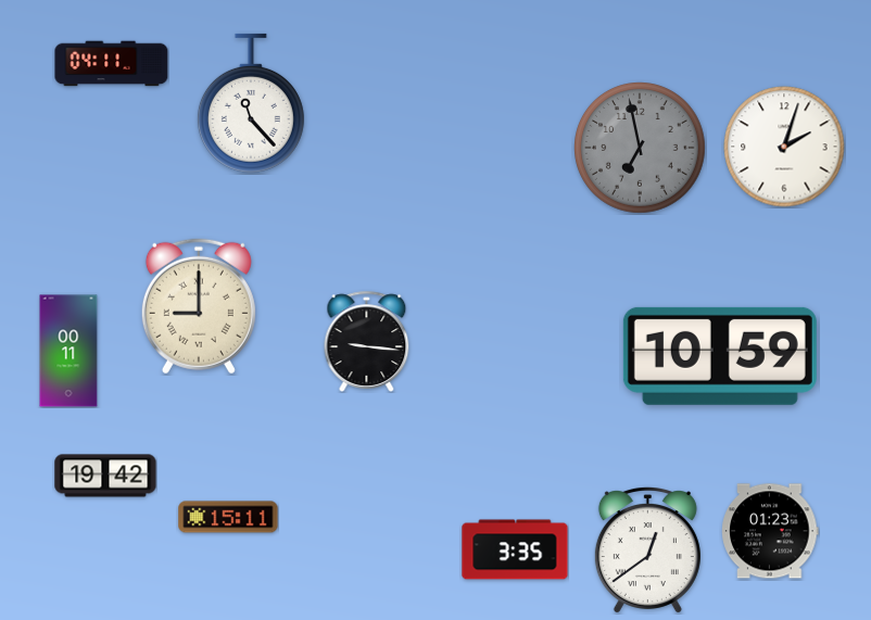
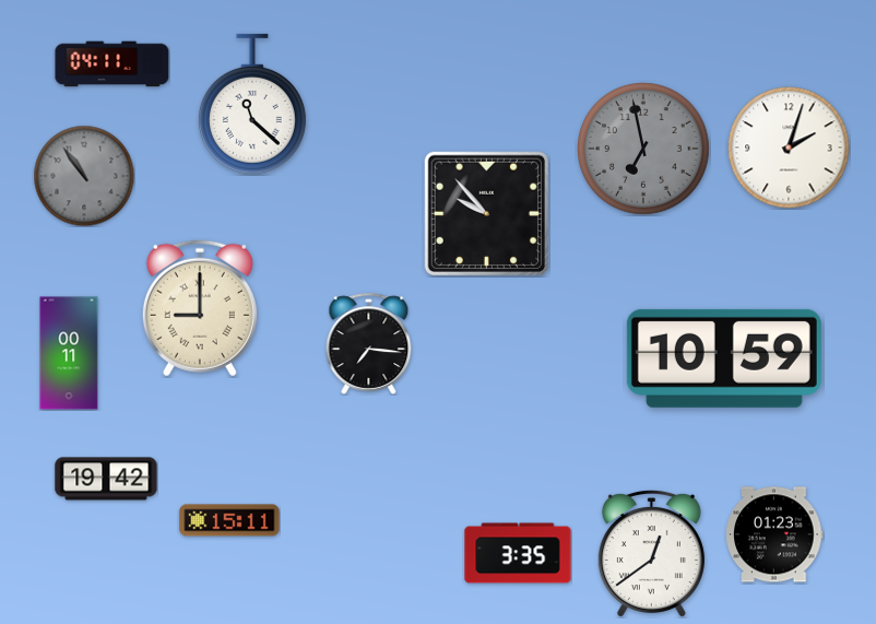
clock at (251, 103): 11:23 -> 11:22
clock at (84, 176): none -> 10:54
clock at (486, 213): none -> 9:53
clock at (367, 341): 9:16 -> 7:16
